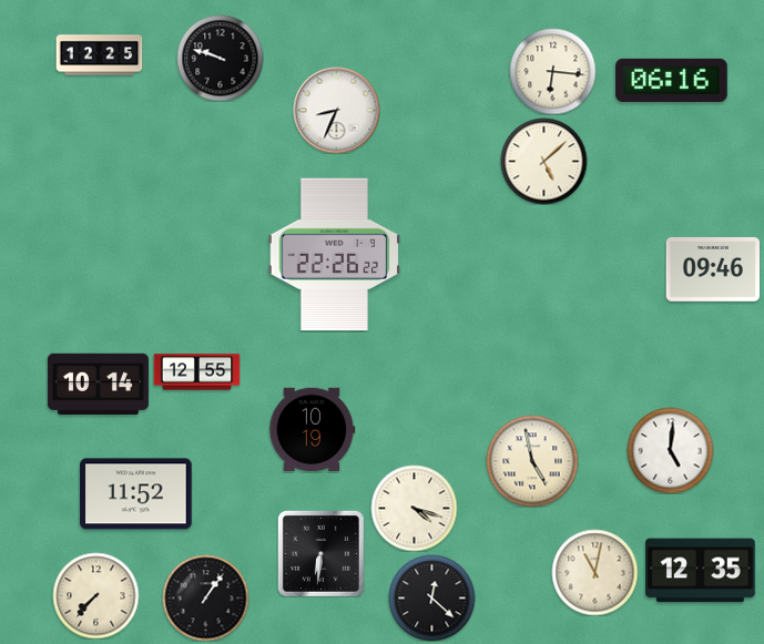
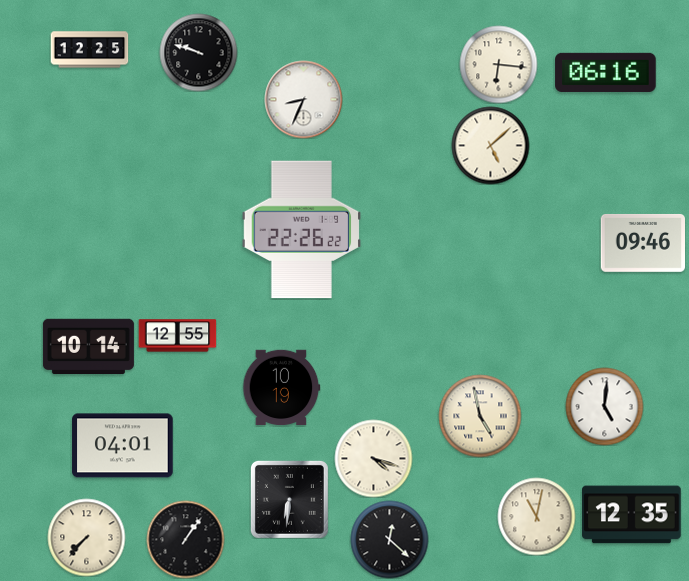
clock at (136, 494): 11:52 -> 04:01
